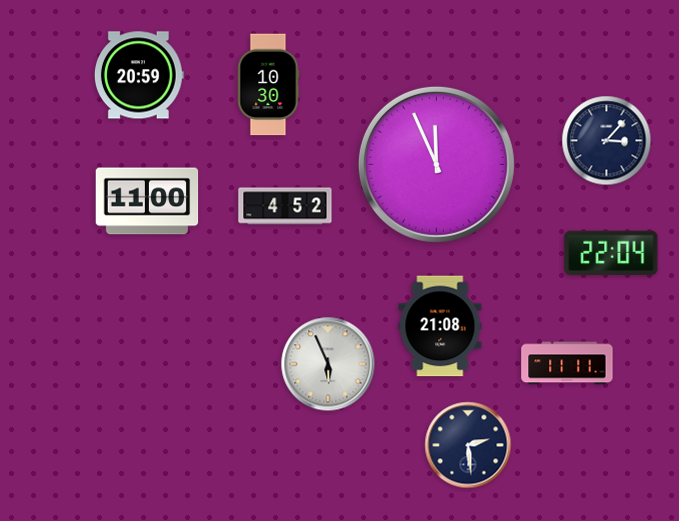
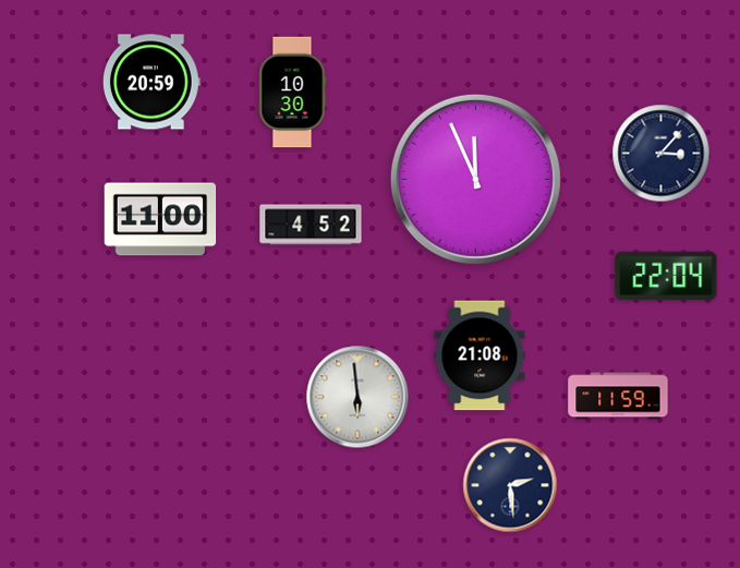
clock at (567, 363): 11:11 -> 11:59
clock at (328, 364): 5:56 -> 5:59
